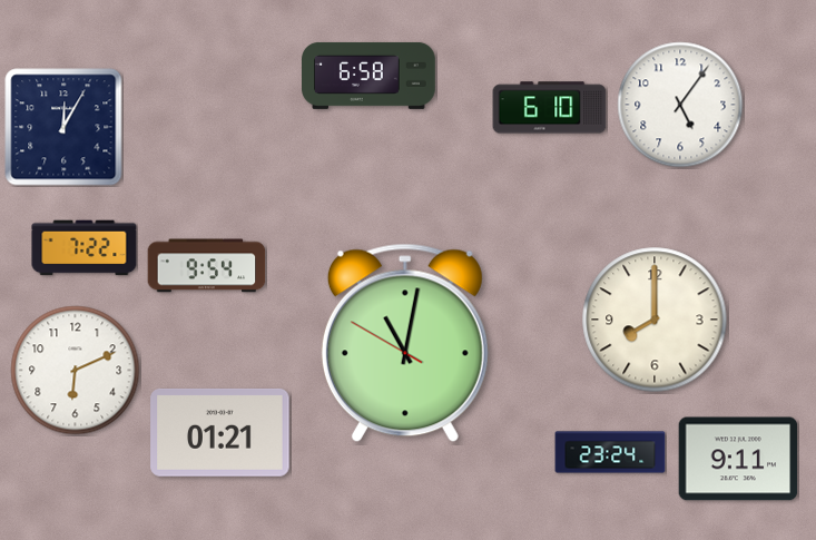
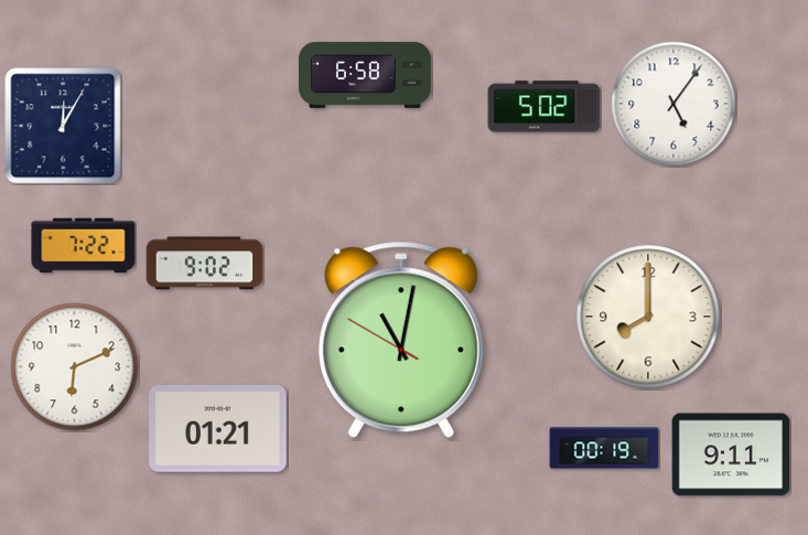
clock at (550, 108): 6:10 -> 5:02
clock at (207, 266): 9:54 -> 9:02
clock at (610, 452): 23:24 -> 00:19
